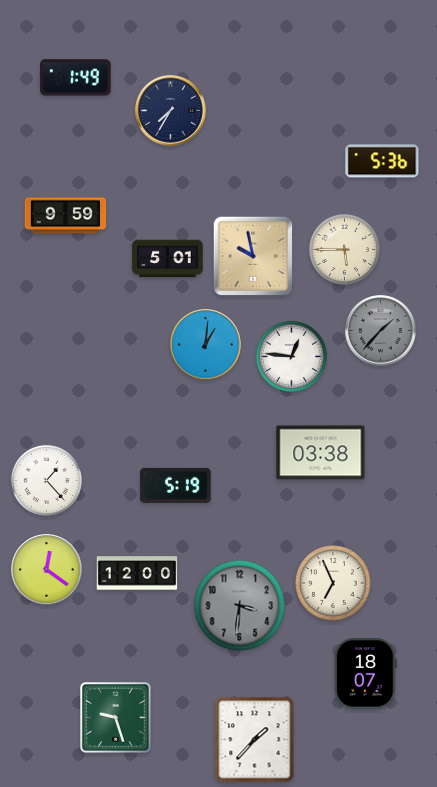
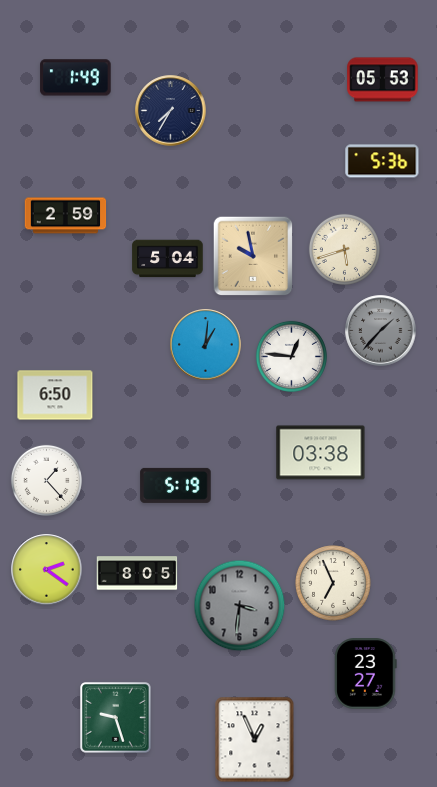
clock at (383, 80): none -> 05:53
clock at (66, 216): 9:59 -> 2:59
clock at (344, 249): 5:45 -> 5:42
clock at (168, 259): 5:01 -> 5:04
clock at (55, 395): none -> 6:50
clock at (47, 570): 12:21 -> 2:21
clock at (137, 573): 12:00 -> 8:05
clock at (366, 674): 18:07 -> 23:27
clock at (255, 740): 1:37 -> 12:56
